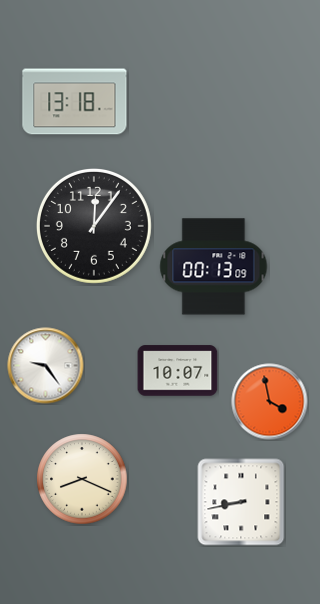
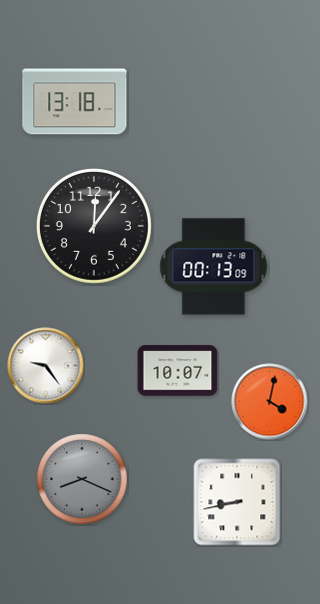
clock at (270, 402): 3:58 -> 4:02
clock at (82, 479) dial: cream -> grey
clock at (241, 502) position: (241, 502) -> (237, 502)
